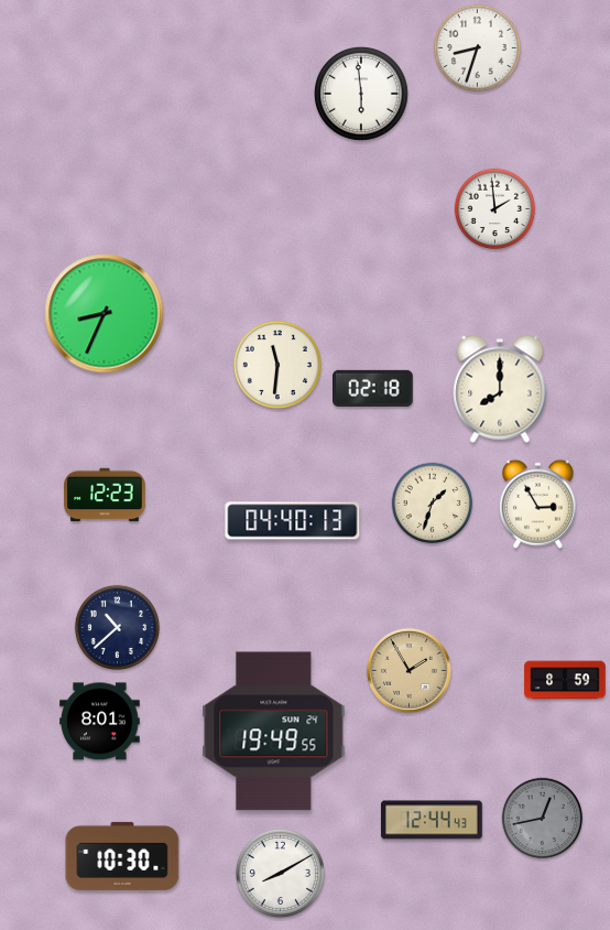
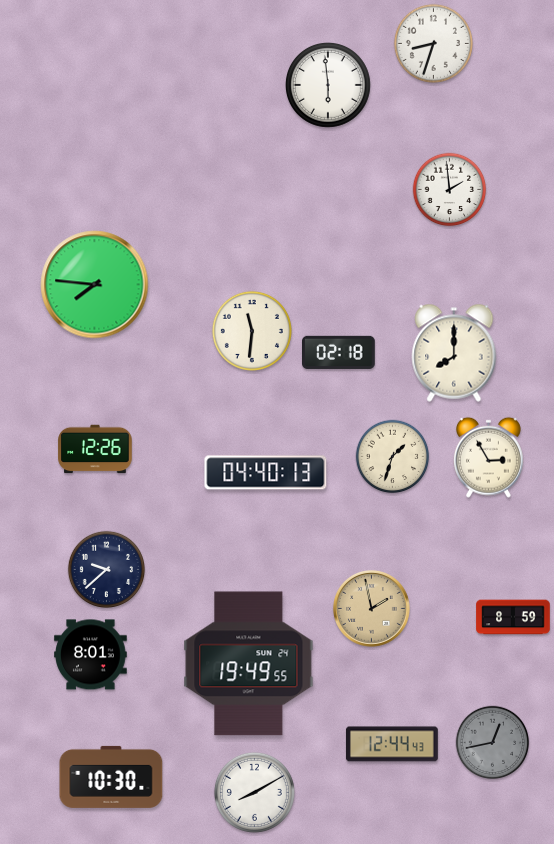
clock at (105, 314): 8:34 -> 7:46
clock at (105, 495): 12:23 -> 12:26
clock at (117, 627): 10:38 -> 9:38
clock at (410, 670): 1:55 -> 1:58
